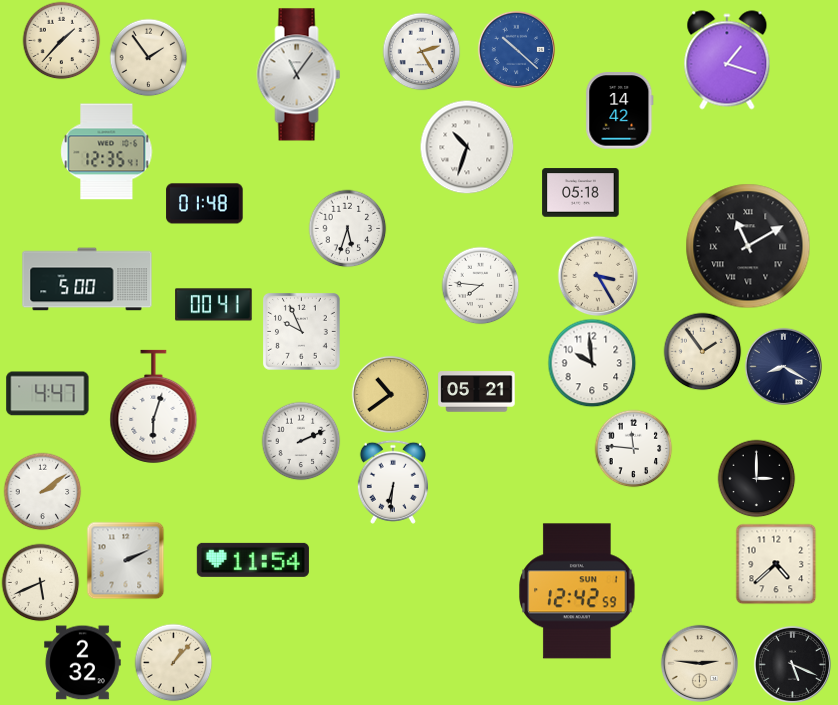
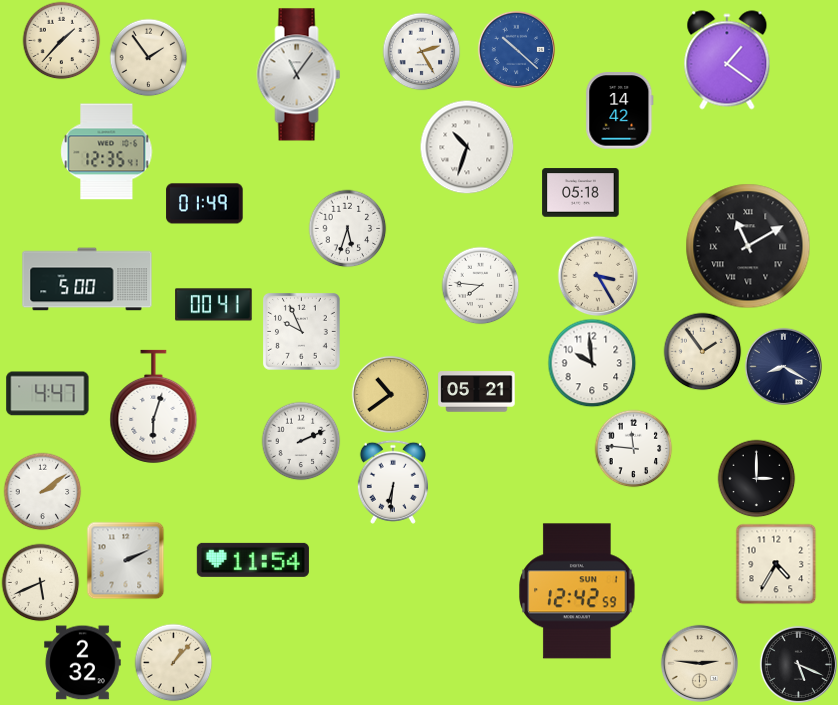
clock at (727, 60): 1:18 -> 1:21
clock at (205, 204): 01:48 -> 01:49
clock at (776, 564): 4:38 -> 4:35
clock at (792, 664) position: (792, 664) -> (798, 664)
